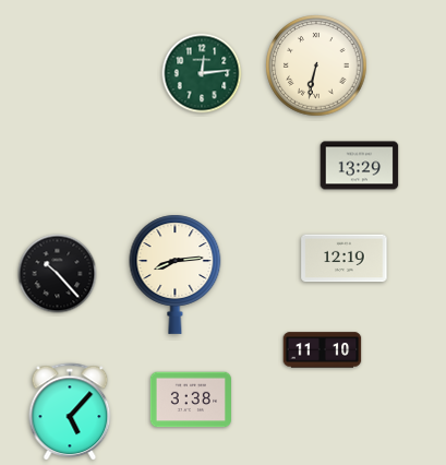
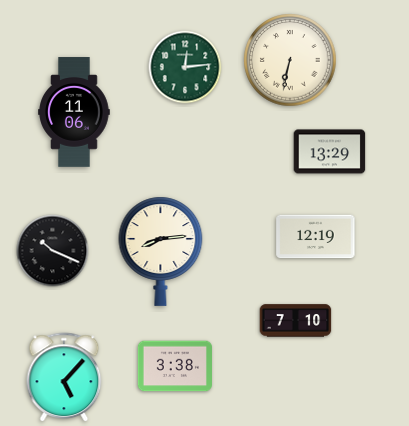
clock at (74, 112): none -> 11:06
clock at (58, 274): 10:23 -> 10:19
clock at (323, 350): 11:10 -> 7:10
